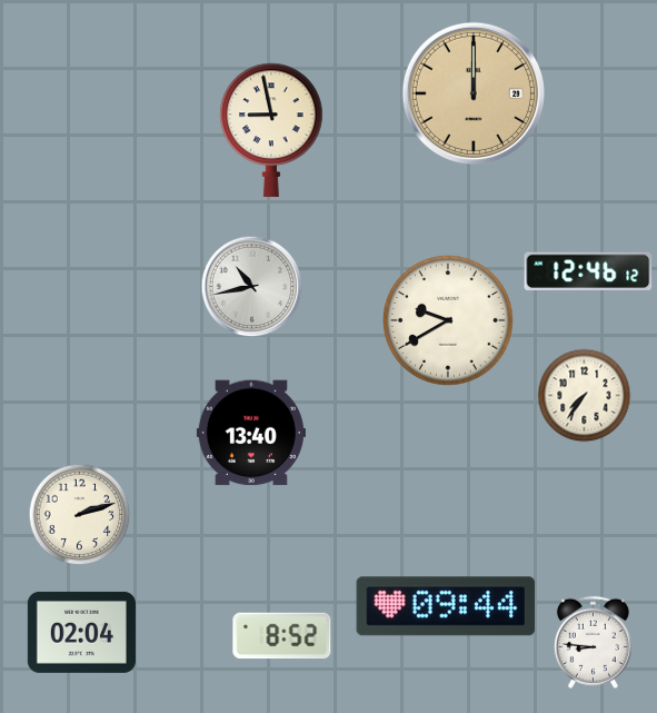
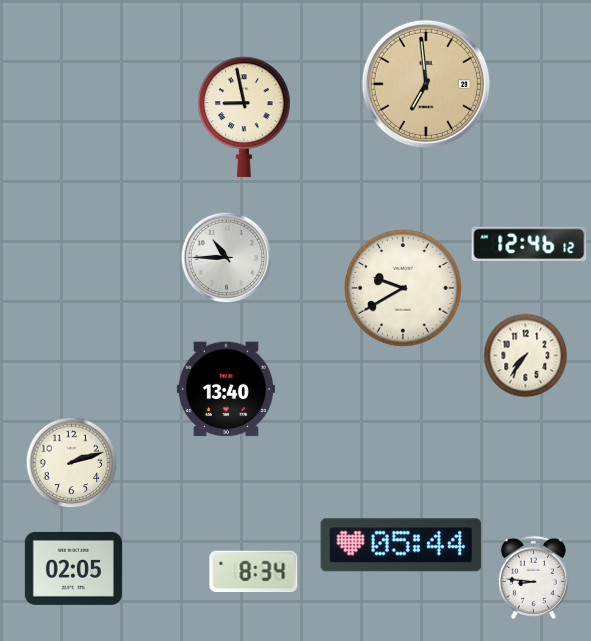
clock at (474, 93): 12:00 -> 6:59
clock at (252, 287): 10:43 -> 10:45
clock at (446, 606): 09:44 -> 05:44
clock at (81, 632): 02:04 -> 02:05
clock at (282, 636): 8:52 -> 8:34
